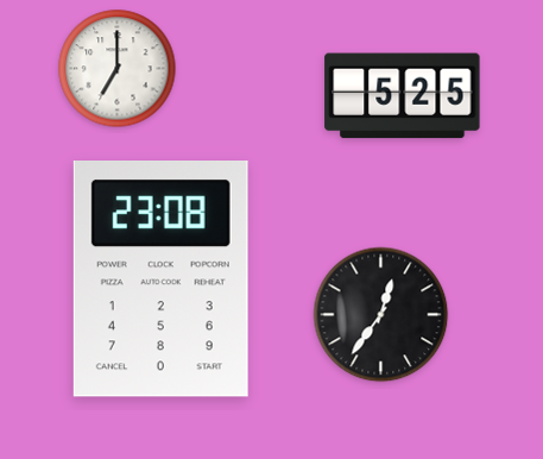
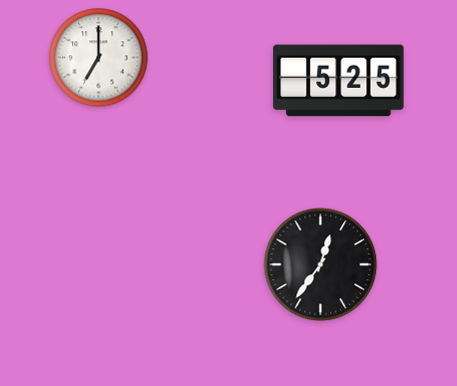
clock at (160, 279): 23:08 -> none
